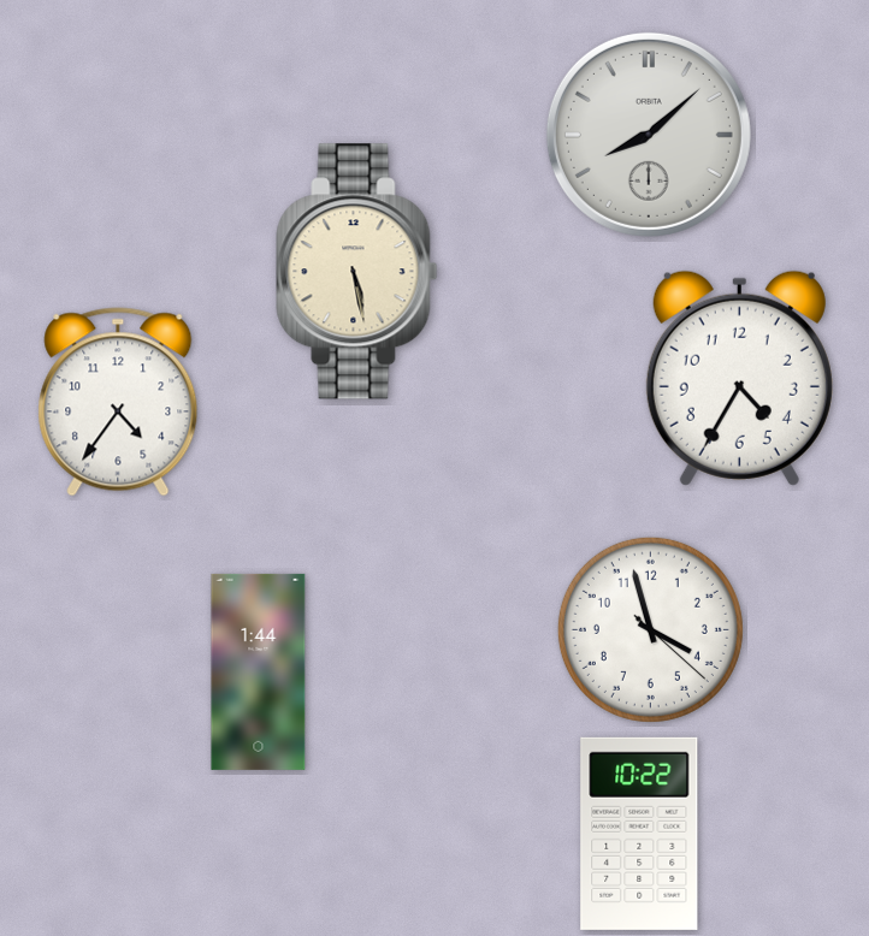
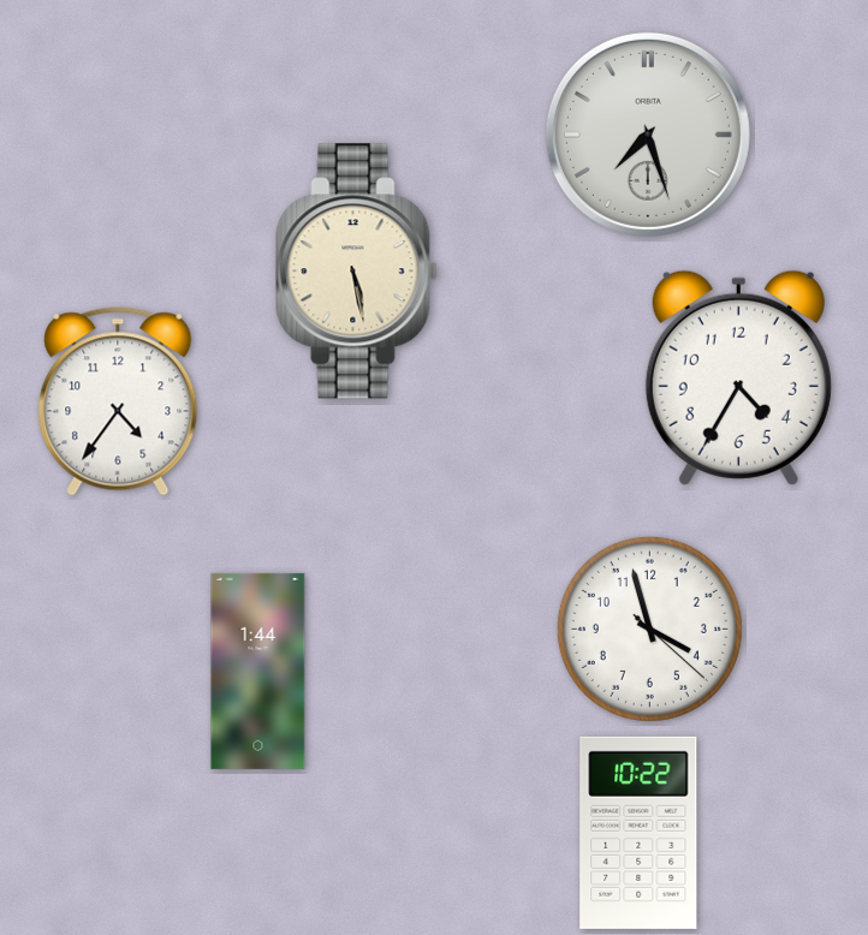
clock at (649, 135): 8:08 -> 7:27
